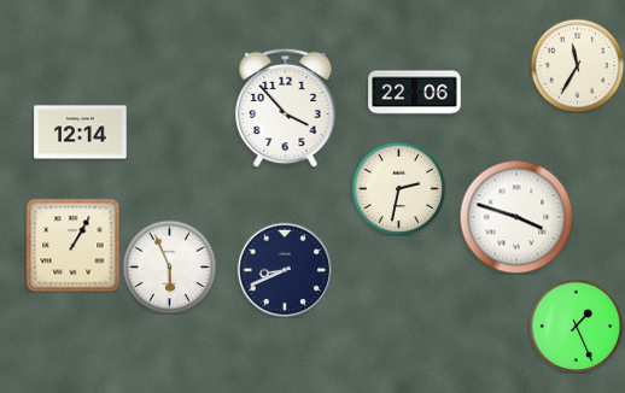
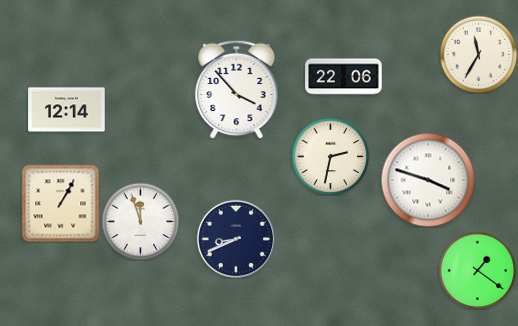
clock at (169, 266): 5:56 -> 11:57
clock at (284, 269) position: (284, 269) -> (235, 238)
clock at (576, 325): 1:26 -> 1:21
